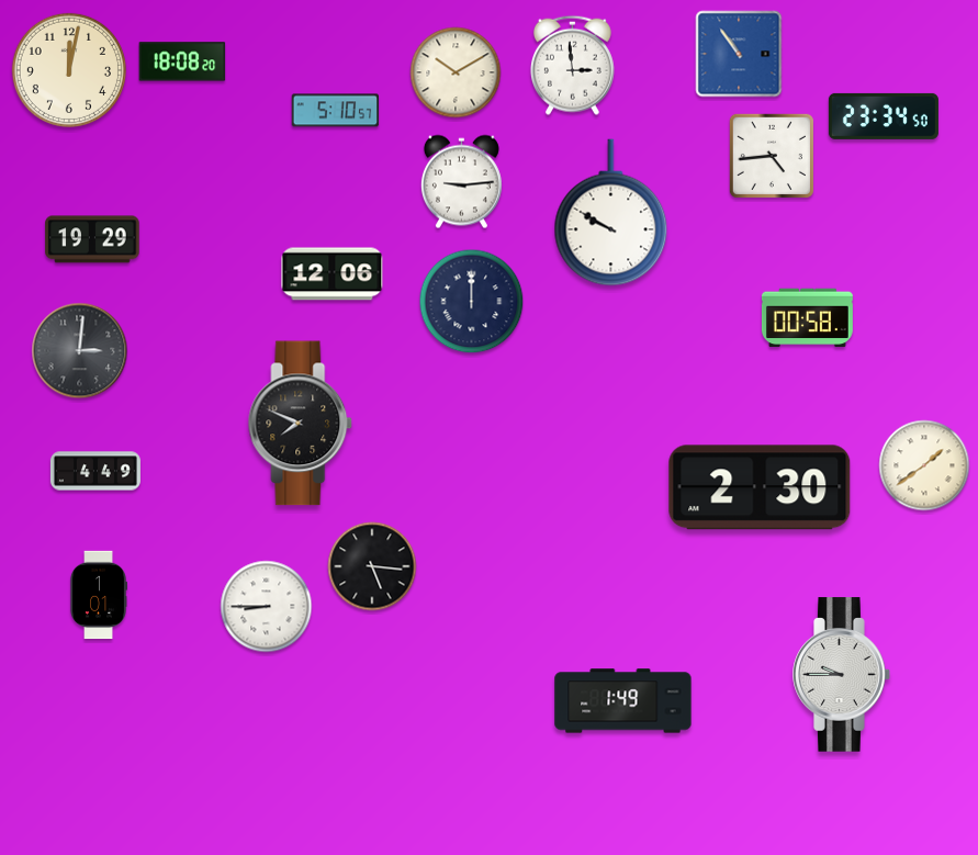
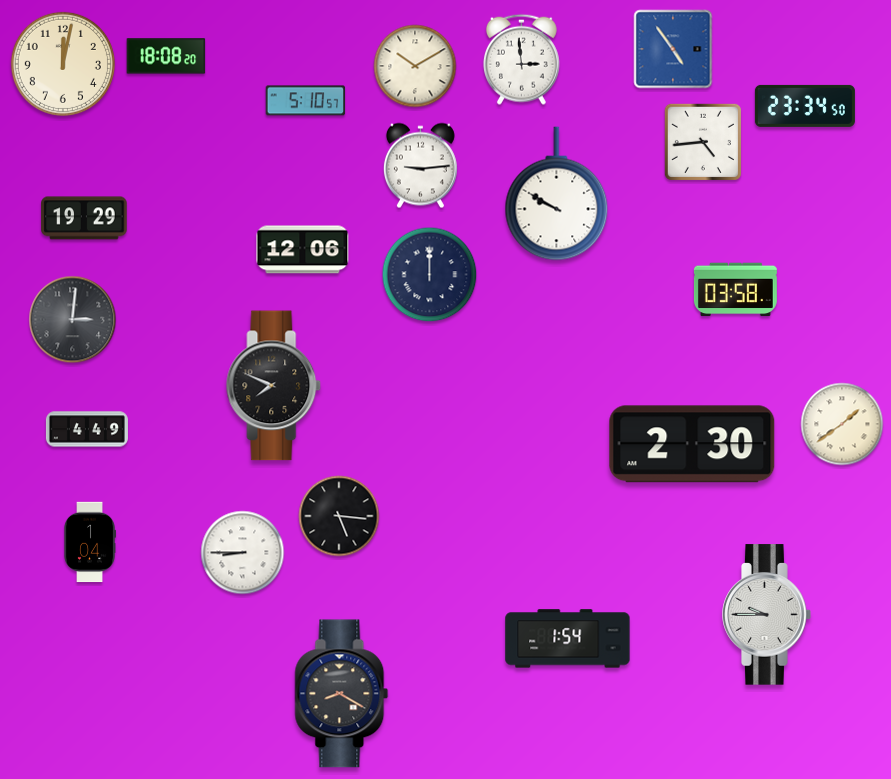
clock at (739, 54): 10:54 -> 4:54
clock at (807, 318): 00:58 -> 03:58
clock at (98, 595): 1:01 -> 1:04
clock at (623, 701): 1:49 -> 1:54
clock at (342, 694): none -> 8:20
